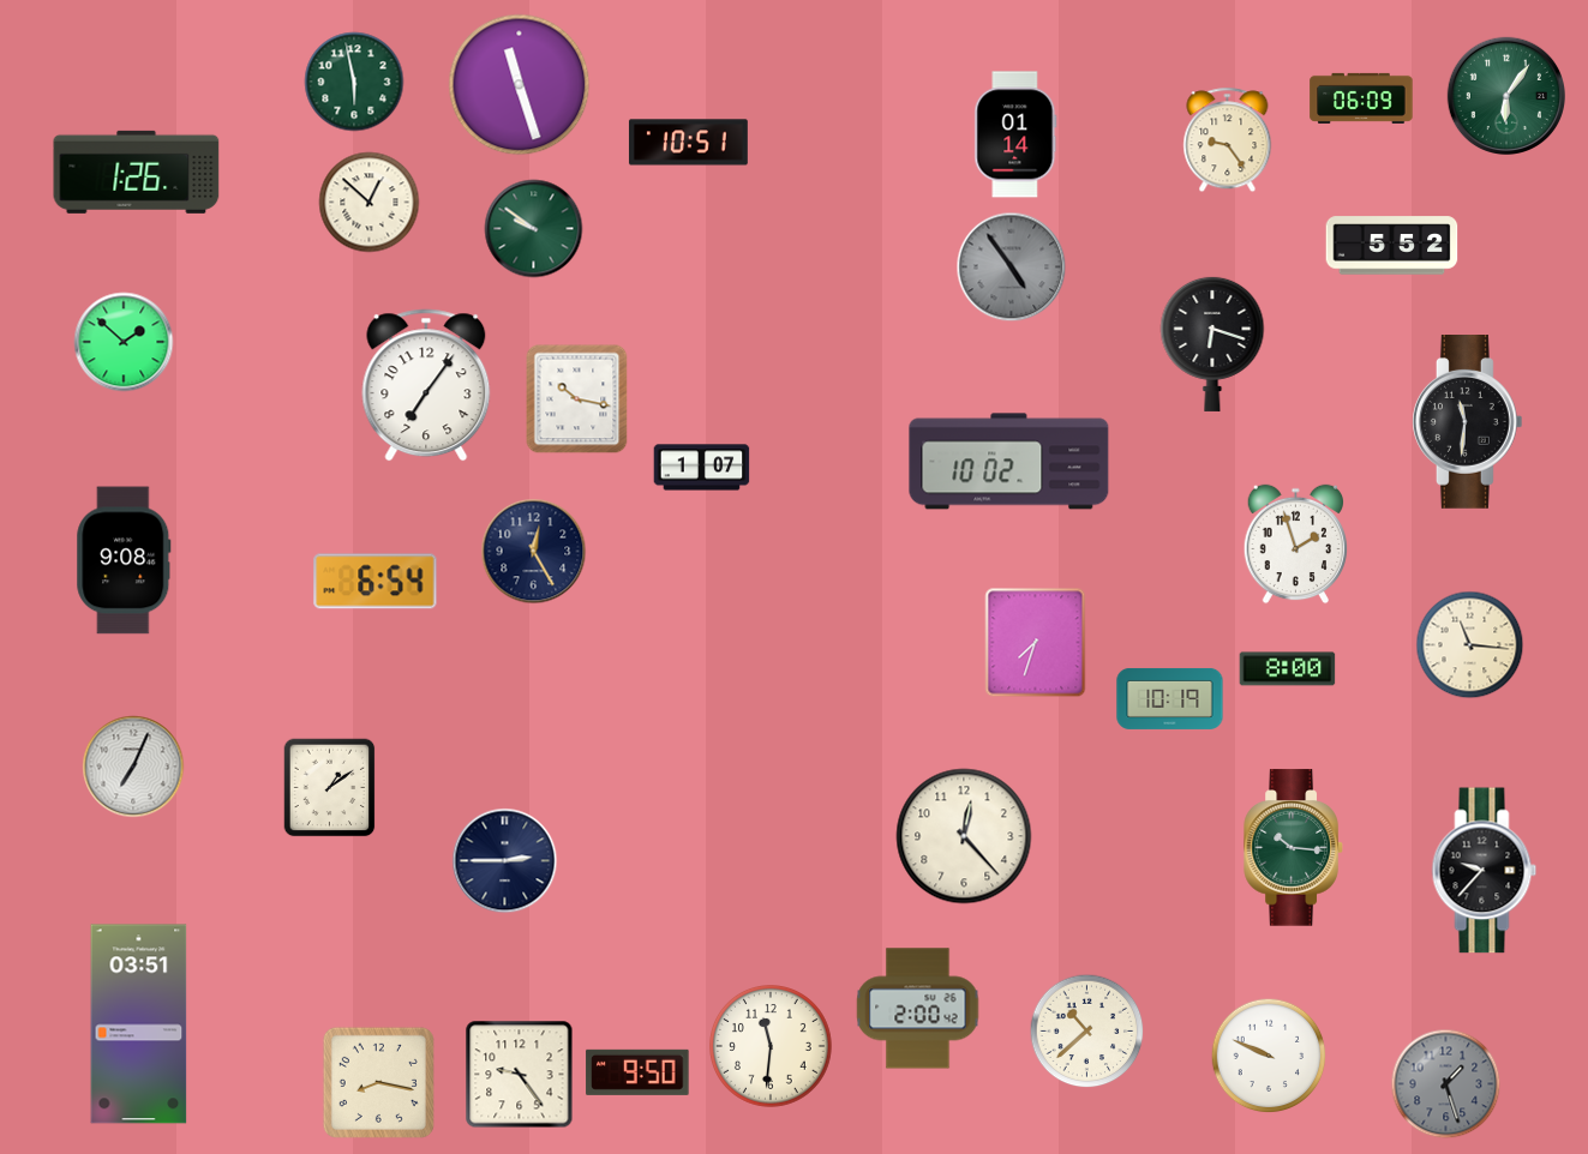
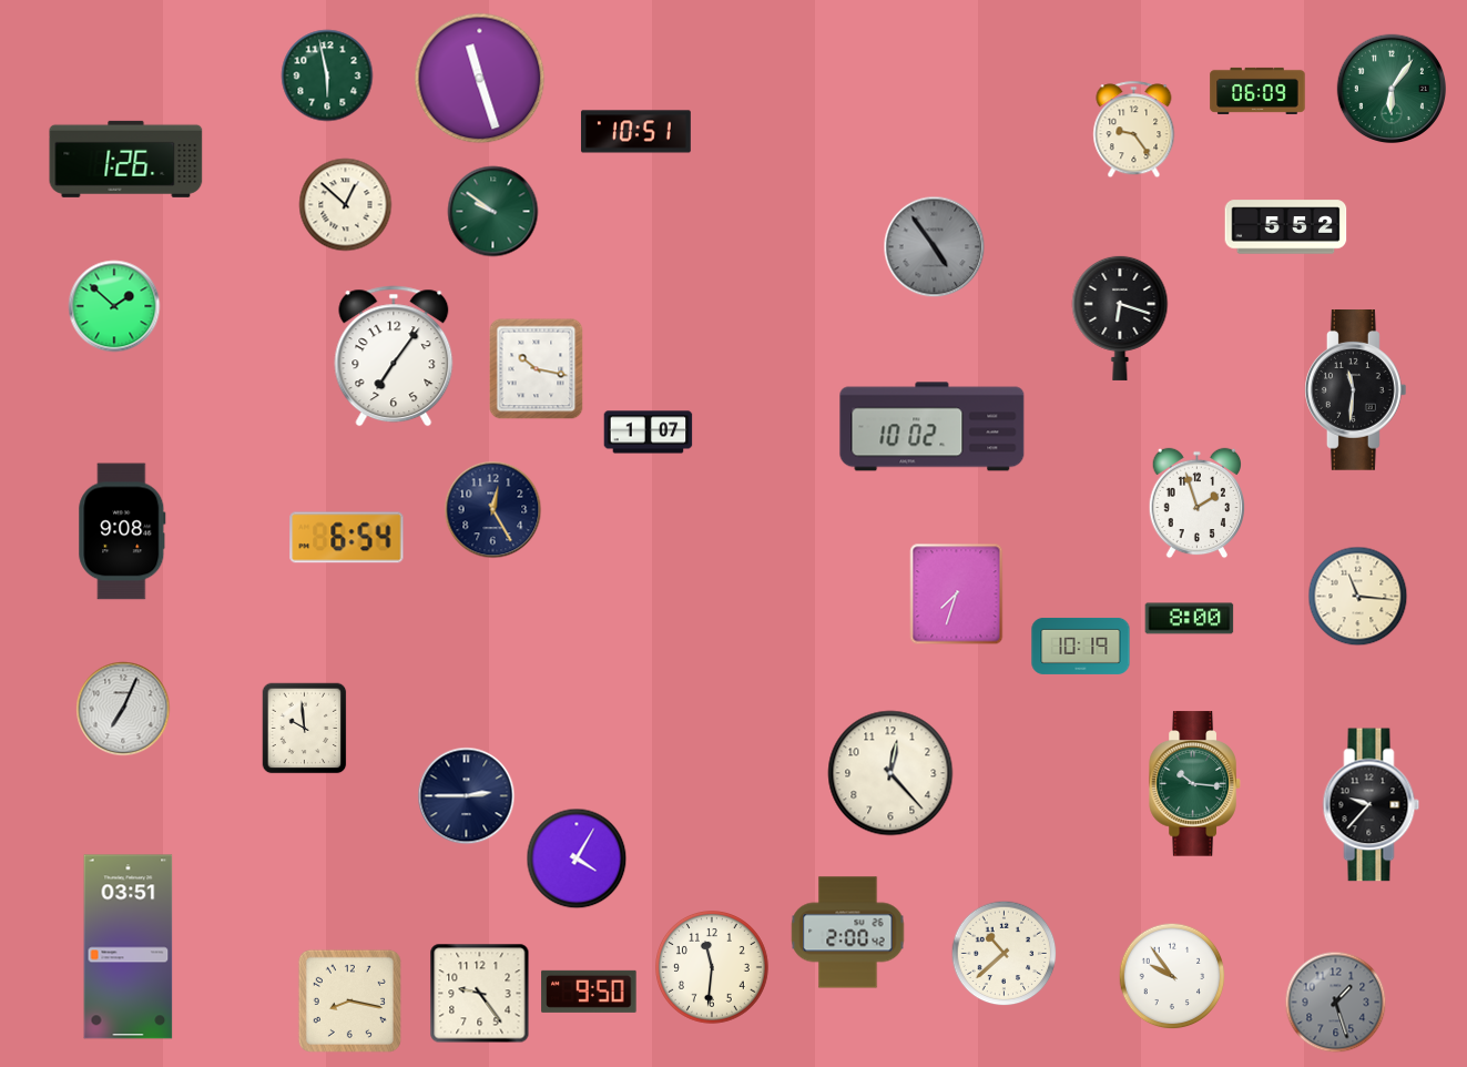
clock at (1015, 134): 01:14 -> none
clock at (370, 203) position: (370, 203) -> (346, 205)
clock at (124, 342) position: (124, 342) -> (114, 306)
clock at (577, 399) position: (577, 399) -> (537, 369)
clock at (124, 560) position: (124, 560) -> (122, 531)
clock at (330, 788): 1:09 -> 9:59
clock at (577, 858): none -> 4:05
clock at (1269, 1056): 9:49 -> 9:54
